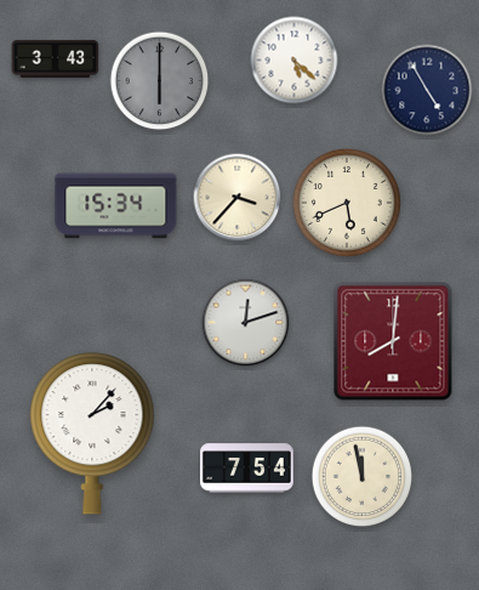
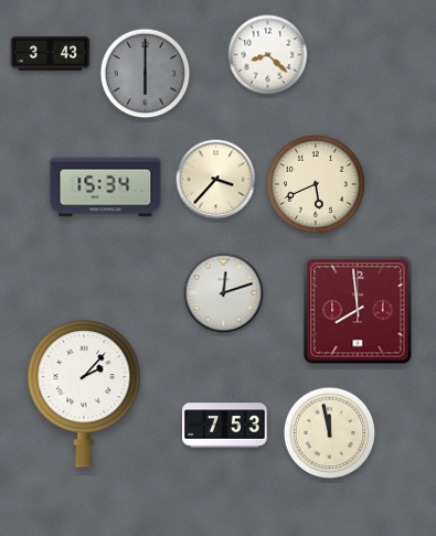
clock at (295, 61): 5:22 -> 8:22
clock at (427, 90): 4:55 -> none
clock at (393, 341): 8:01 -> 7:59
clock at (247, 469): 7:54 -> 7:53
